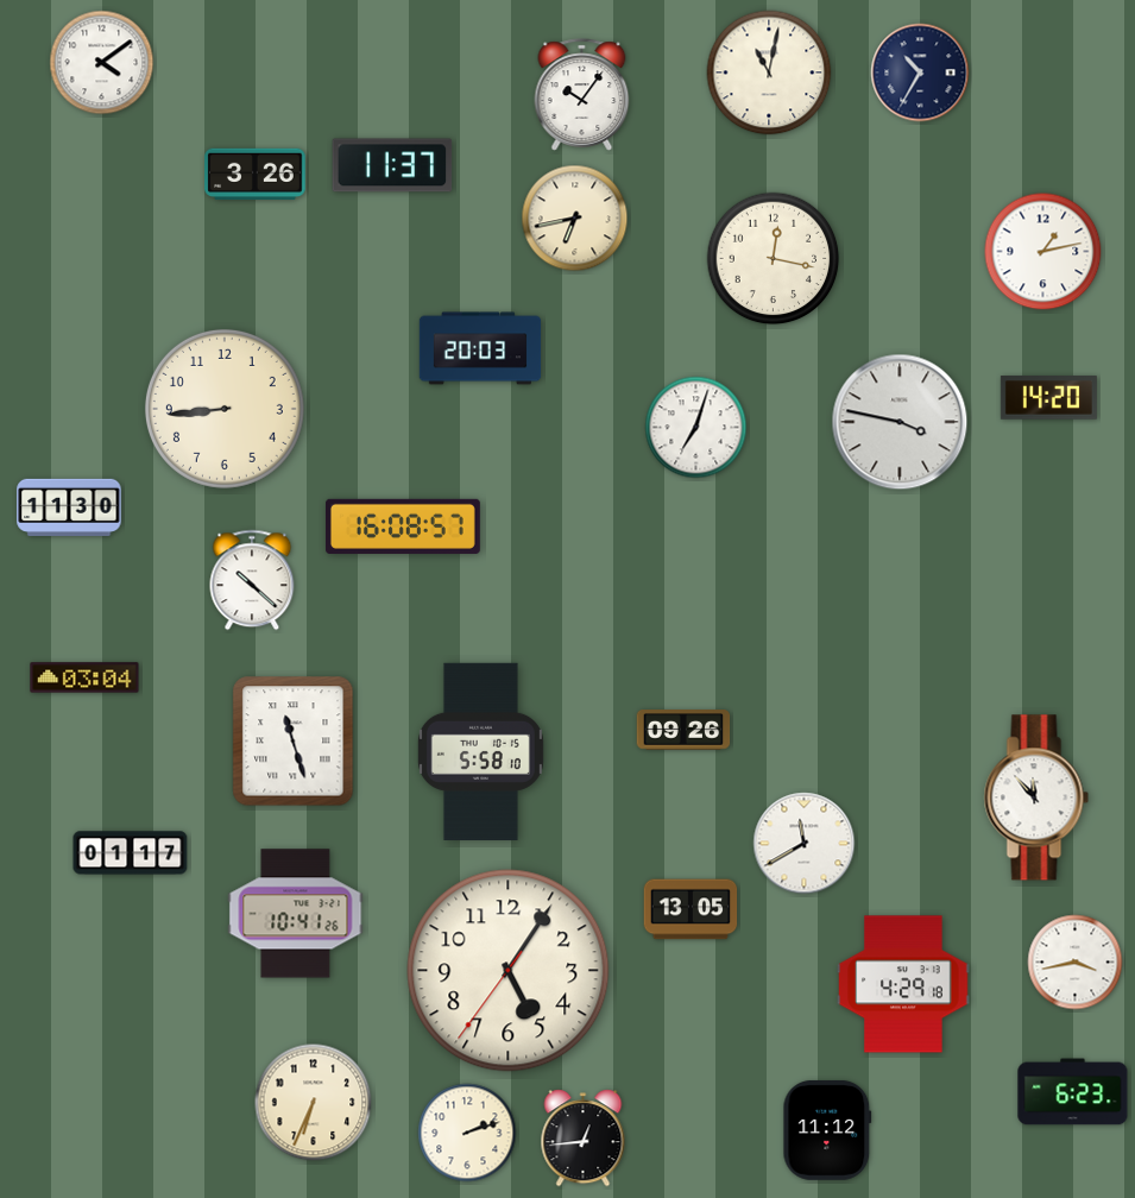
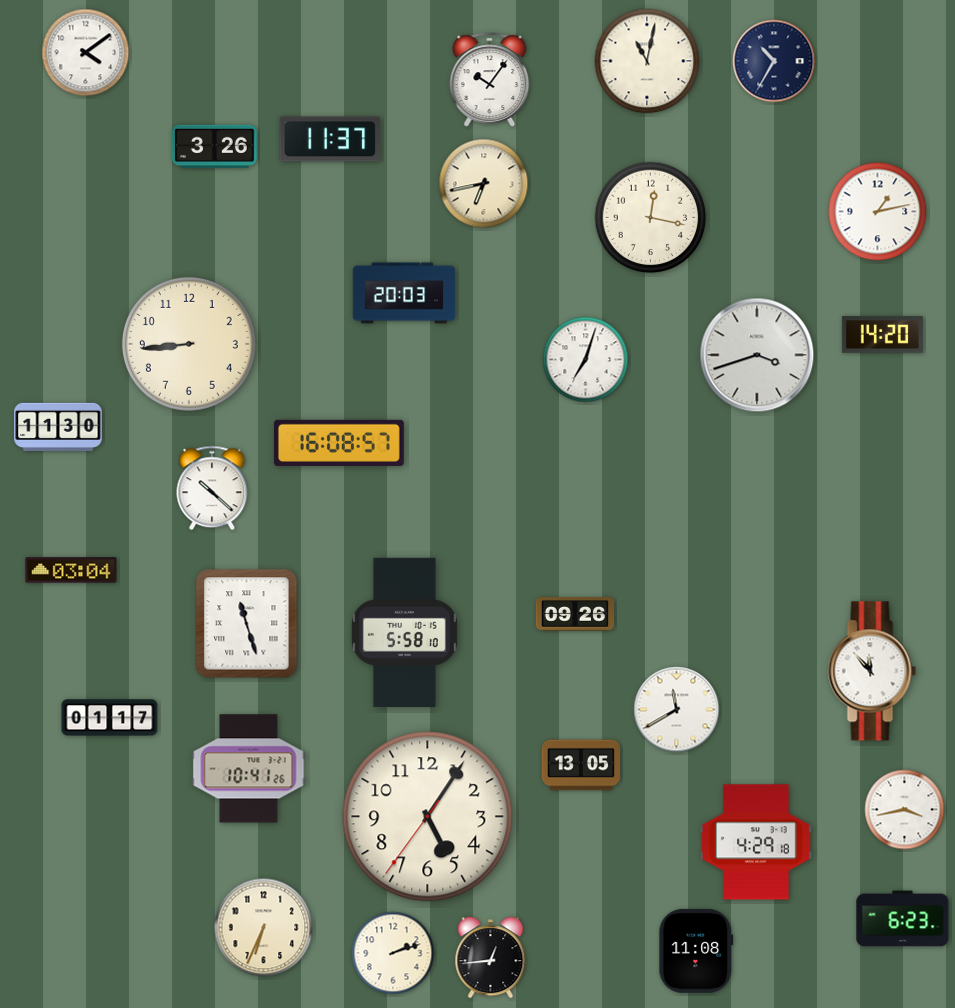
clock at (900, 422): 3:47 -> 3:42
clock at (904, 984) position: (904, 984) -> (757, 842)
clock at (827, 1130): 11:12 -> 11:08
